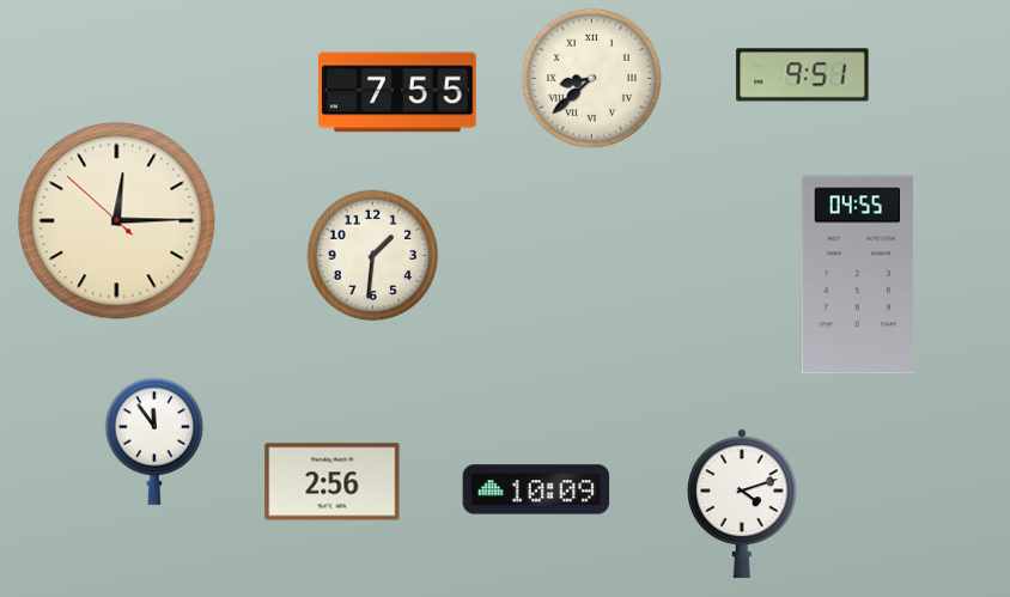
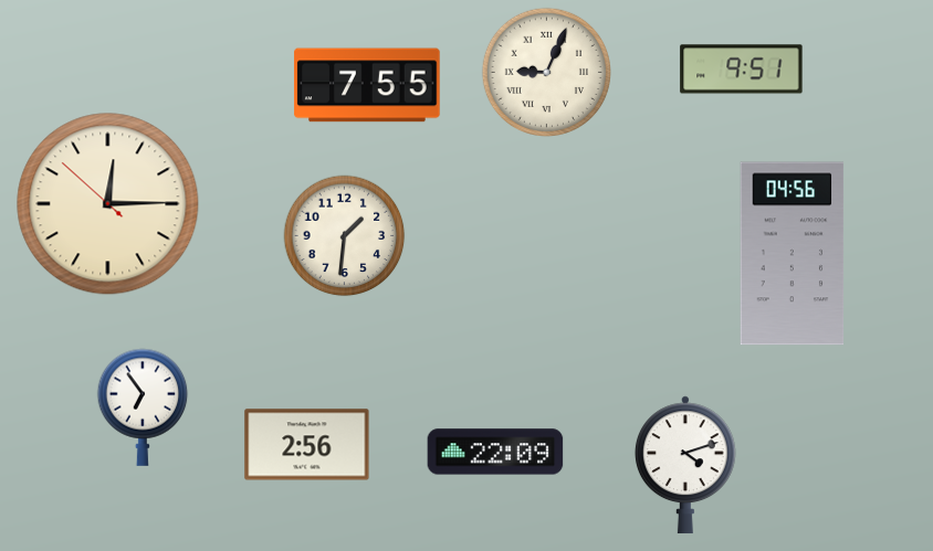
clock at (591, 78): 8:38 -> 9:04
clock at (858, 275): 04:55 -> 04:56
clock at (154, 441): 11:54 -> 6:54
clock at (536, 489): 10:09 -> 22:09
